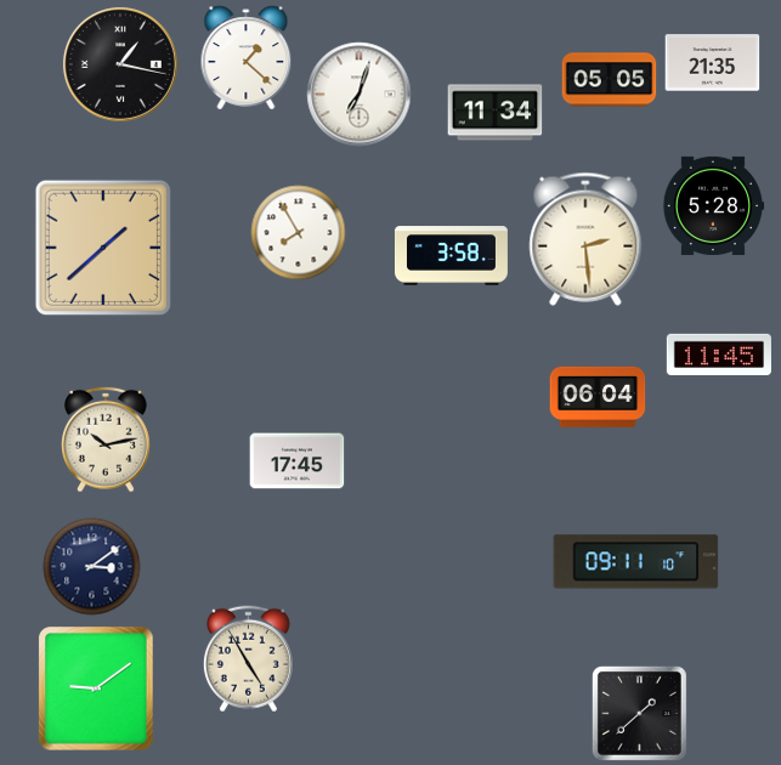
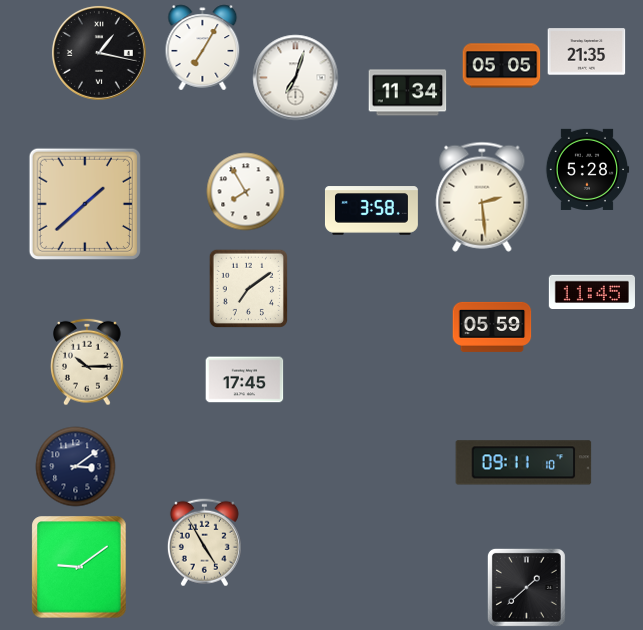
clock at (247, 57): 1:22 -> 7:05
clock at (248, 288): none -> 7:09
clock at (598, 397): 06:04 -> 05:59
clock at (107, 440): 10:13 -> 10:15
